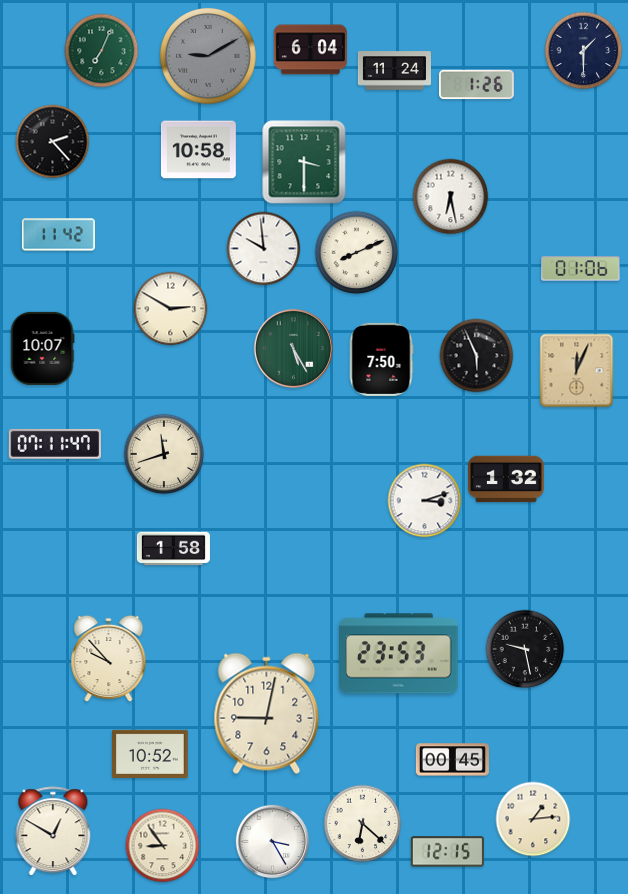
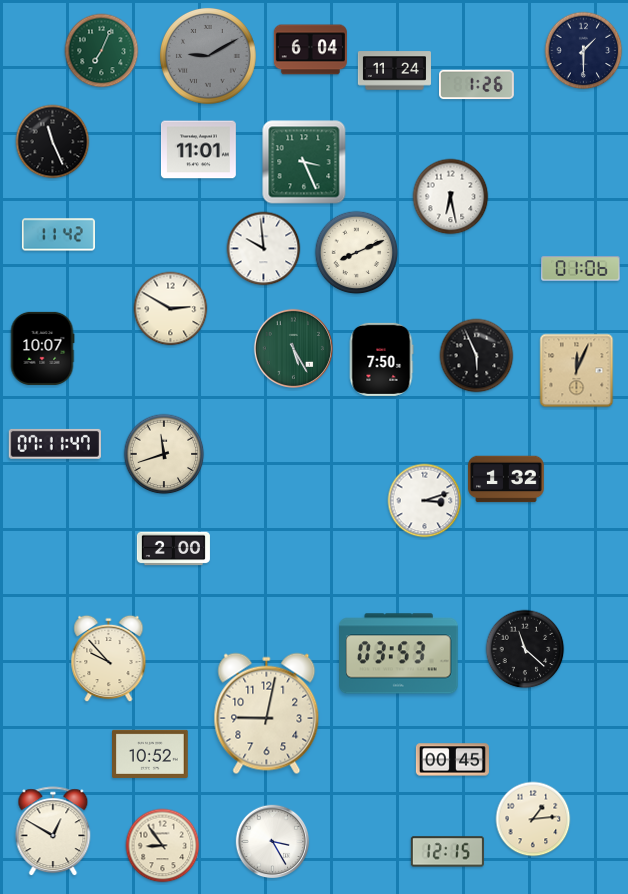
clock at (53, 142): 2:23 -> 11:26
clock at (198, 150): 10:58 -> 11:01
clock at (304, 162): 3:30 -> 3:26
clock at (173, 549): 1:58 -> 2:00
clock at (525, 649): 9:28 -> 11:22
clock at (399, 654): 23:53 -> 03:53
clock at (363, 824): 6:22 -> none
